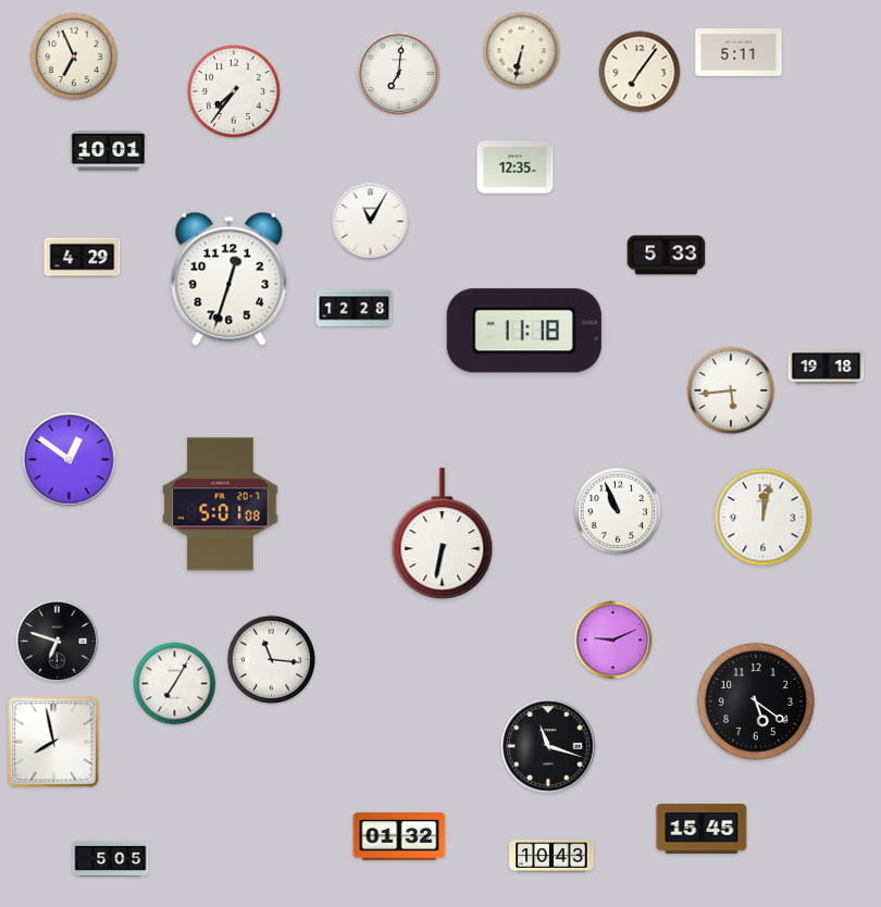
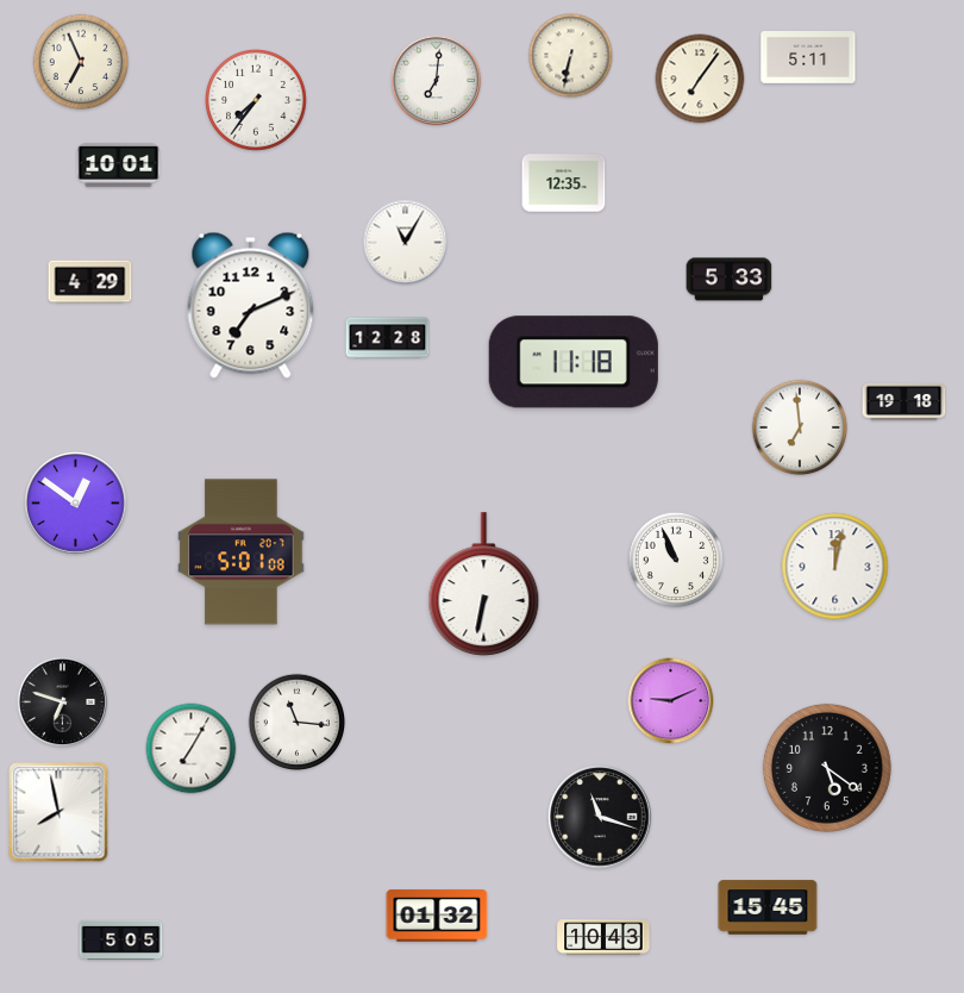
clock at (229, 278): 12:33 -> 7:11
clock at (731, 390): 5:44 -> 6:59
